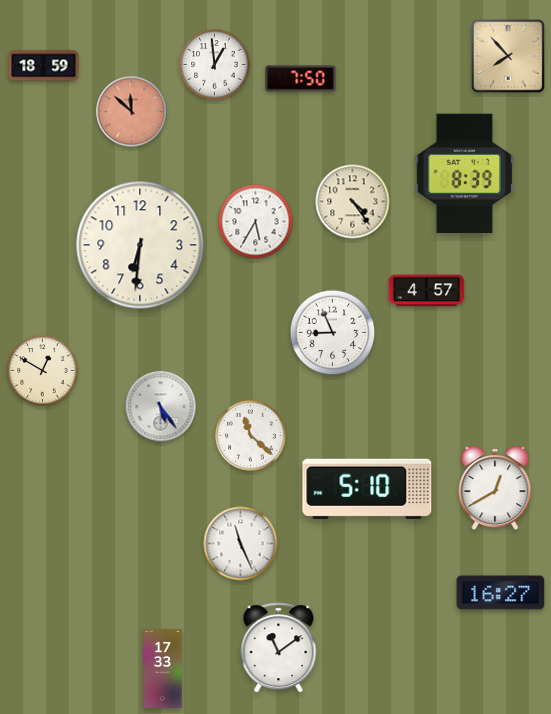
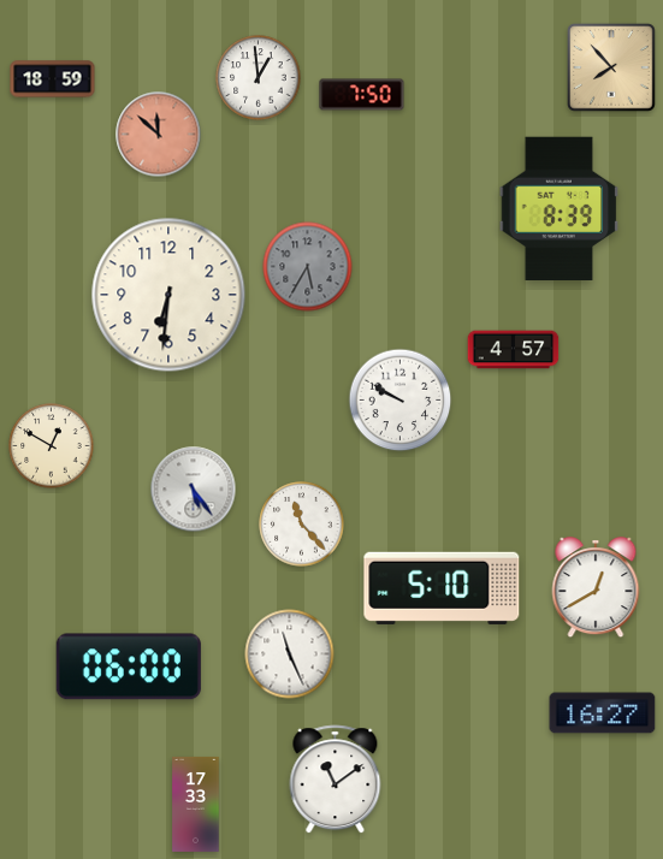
clock at (353, 202): 4:24 -> none
clock at (256, 222) dial: white -> grey
clock at (333, 333): 8:56 -> 9:50
clock at (251, 436): 11:22 -> 11:23
clock at (129, 667): none -> 06:00
